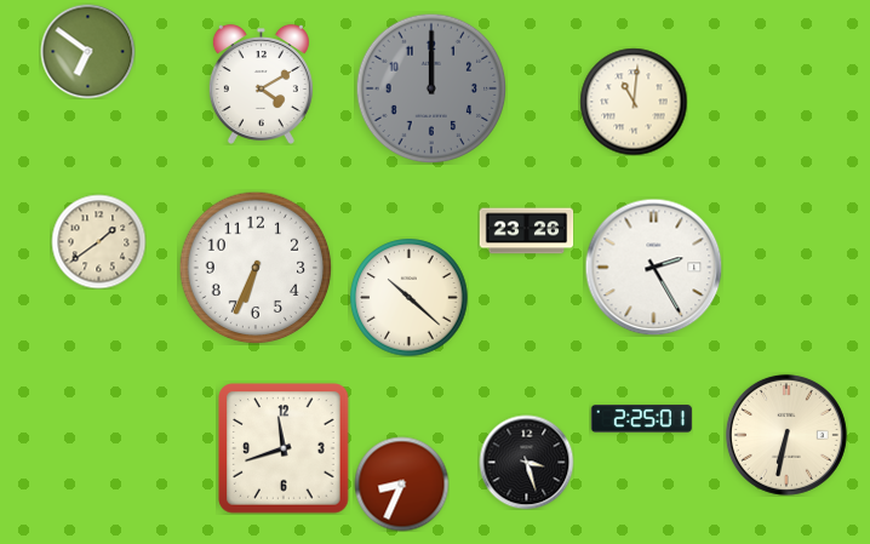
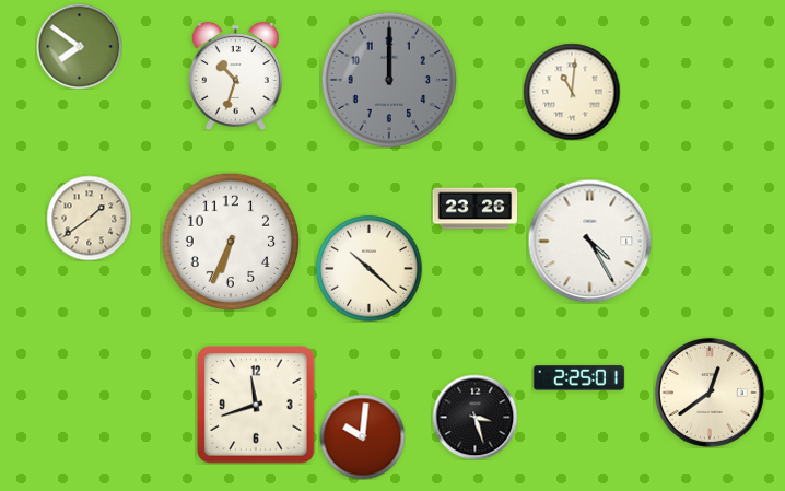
clock at (87, 51): 6:51 -> 7:51
clock at (261, 84): 4:10 -> 10:33
clock at (653, 267): 2:25 -> 4:25
clock at (786, 435): 6:32 -> 12:39
clock at (401, 483): 8:34 -> 10:01
